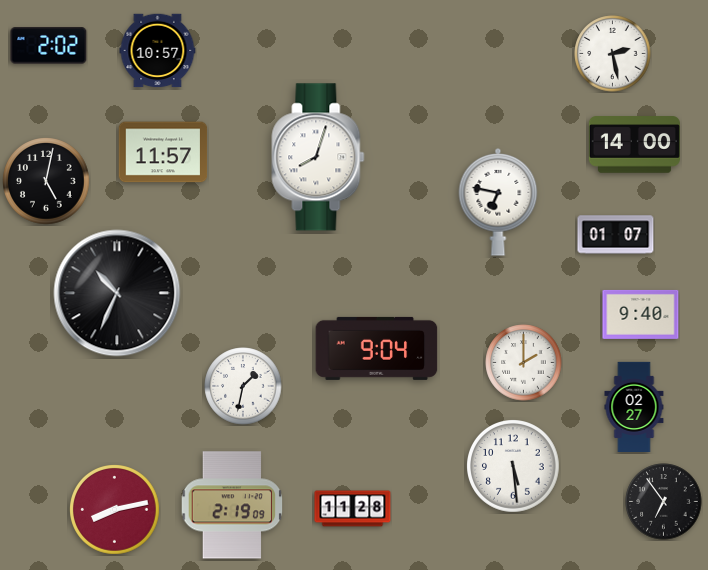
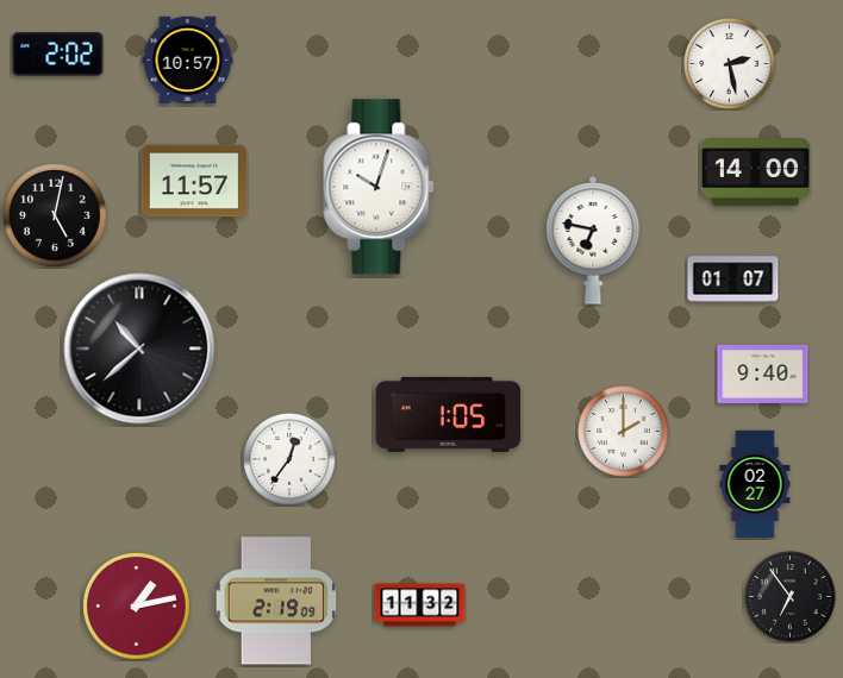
clock at (318, 157): 8:03 -> 10:03
clock at (117, 293): 10:34 -> 10:38
clock at (377, 348): 9:04 -> 1:05
clock at (243, 386): 1:32 -> 12:36
clock at (514, 467): 5:29 -> none
clock at (353, 509): 11:28 -> 11:32
clock at (115, 510): 8:13 -> 1:13
